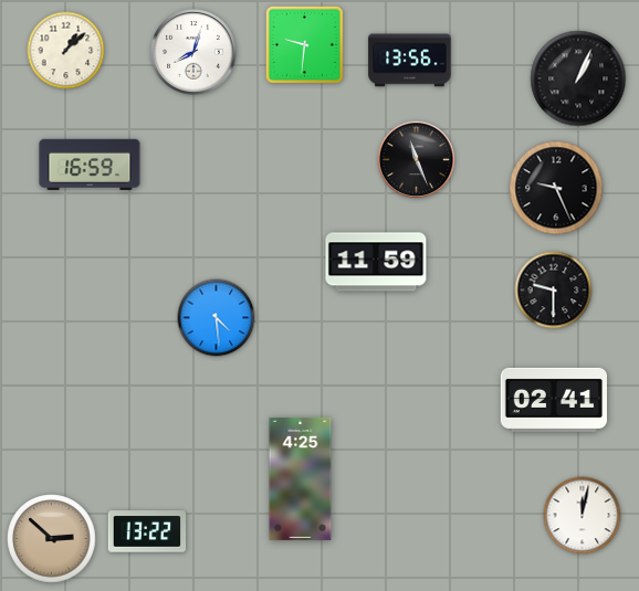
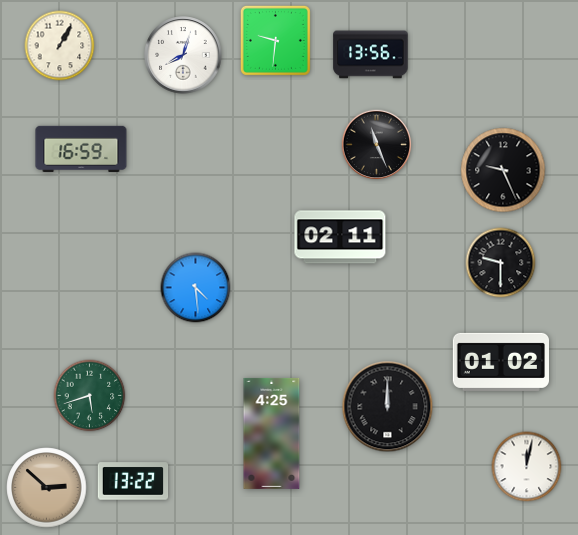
clock at (66, 51): 1:08 -> 1:05
clock at (193, 52) position: (193, 52) -> (183, 55)
clock at (578, 78): 1:04 -> none
clock at (376, 262): 11:59 -> 02:11
clock at (553, 400): 02:41 -> 01:02
clock at (90, 396): none -> 5:42
clock at (388, 407): none -> 12:00
